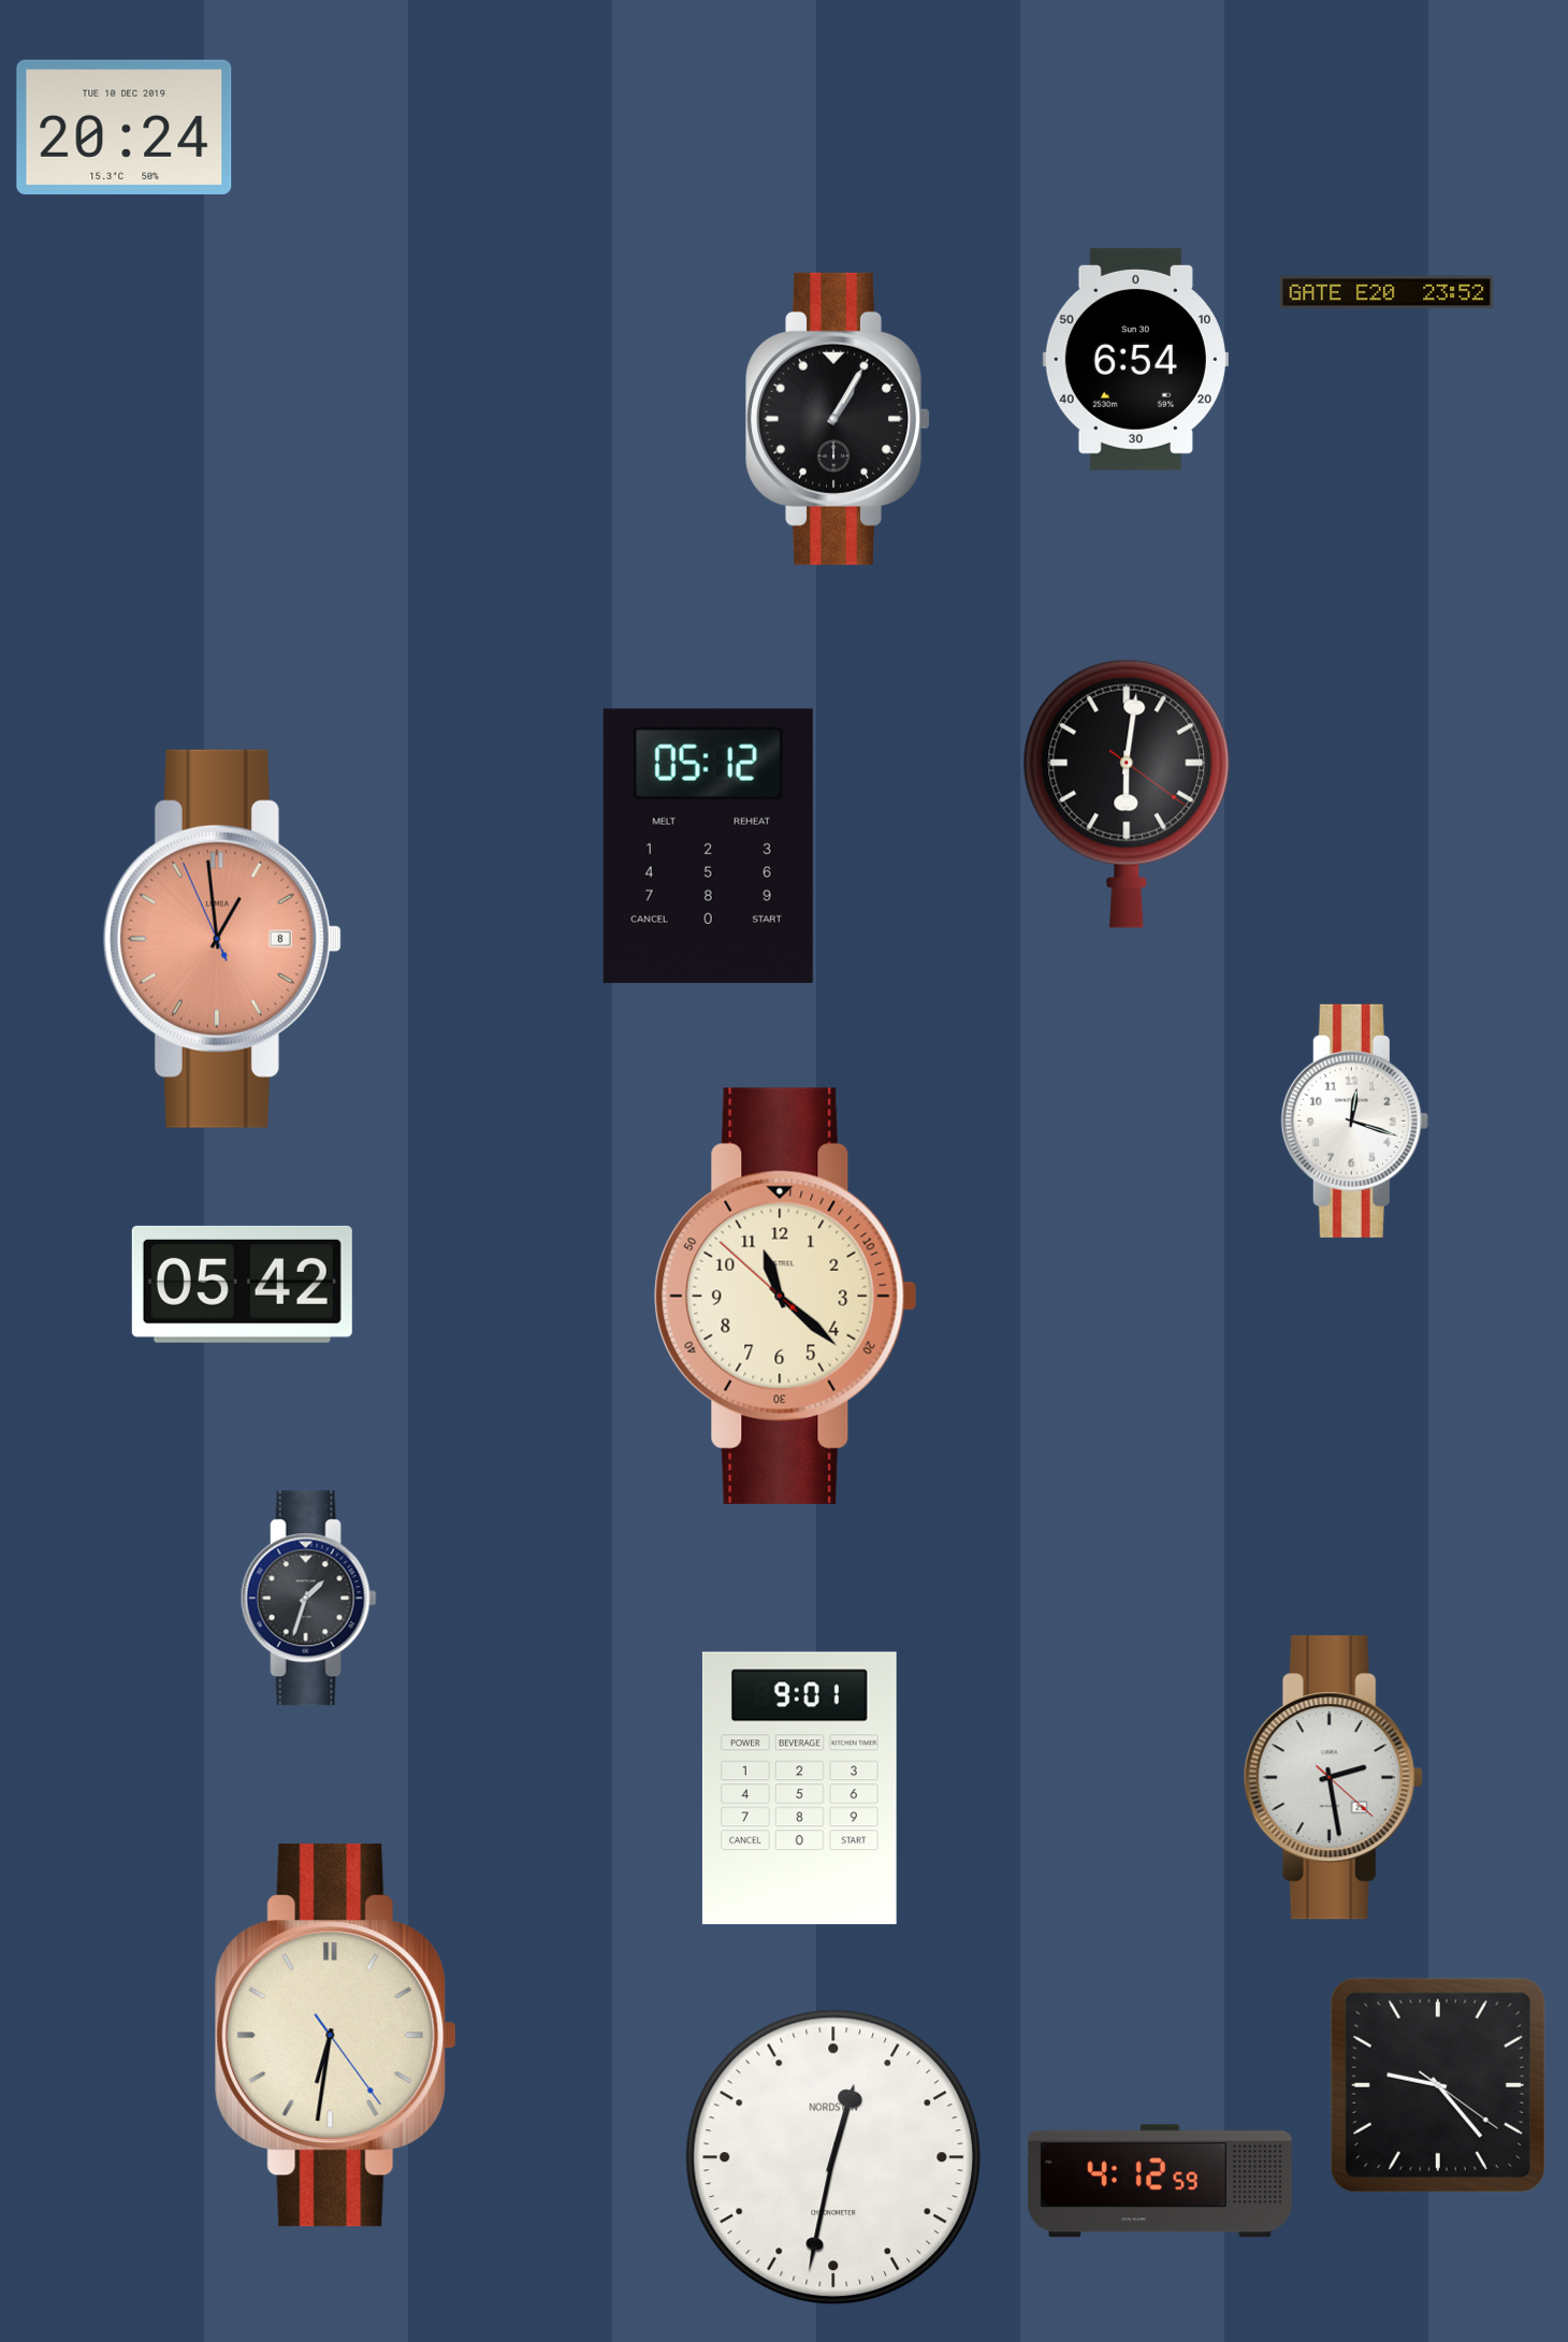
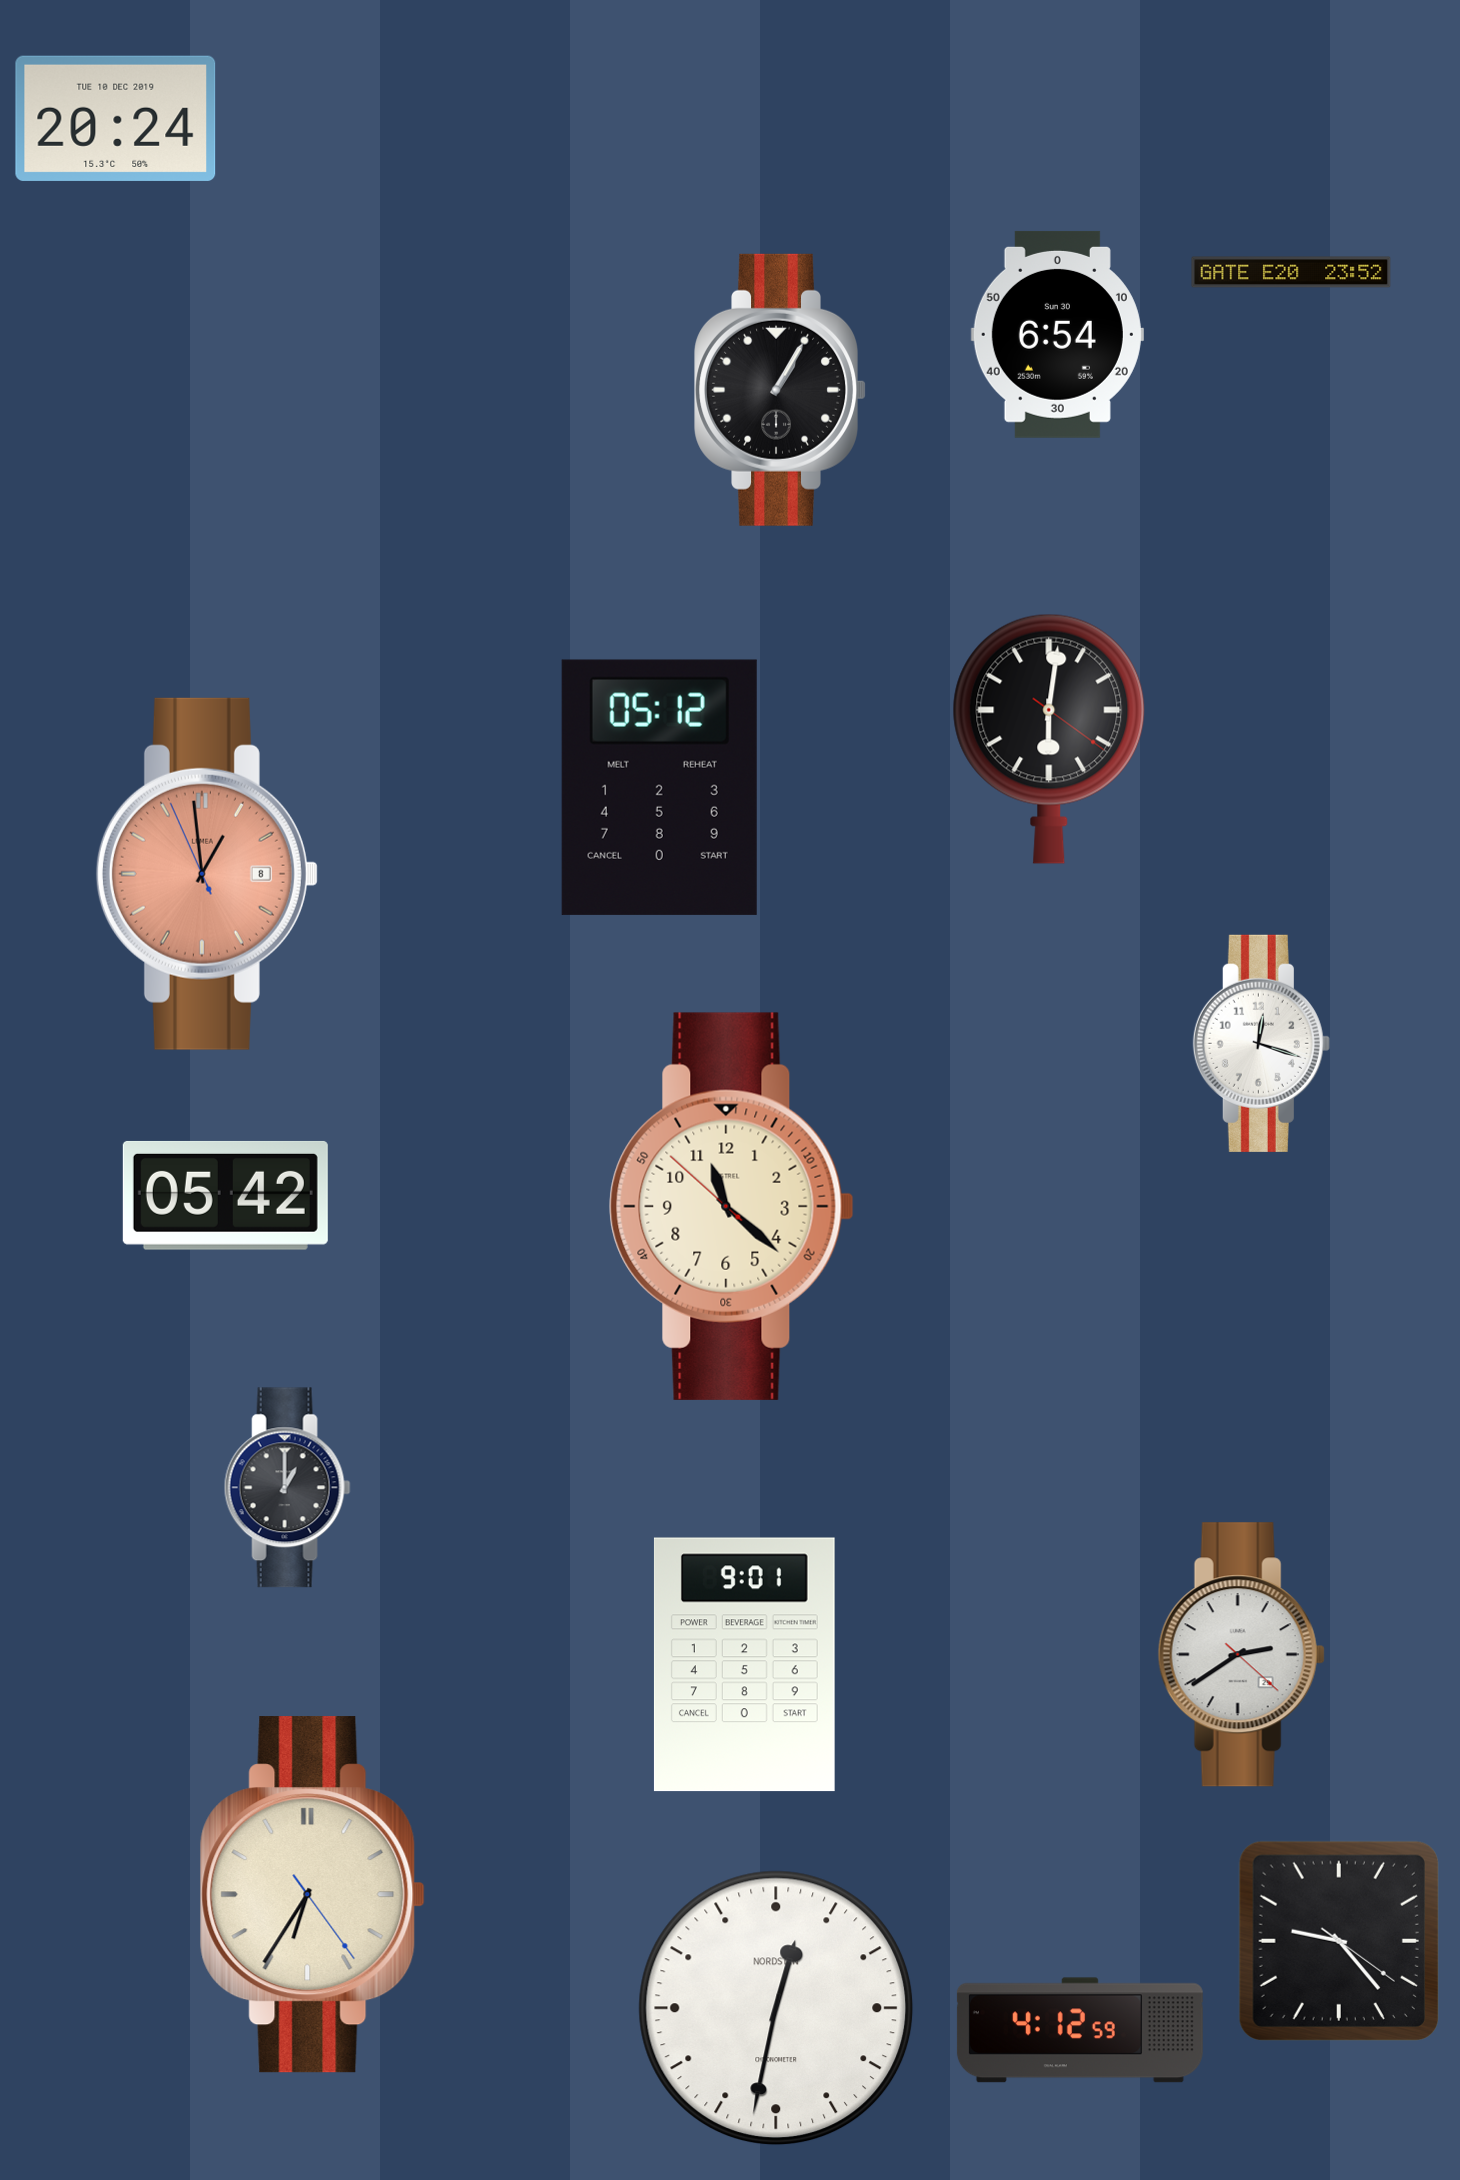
clock at (308, 1599): 1:33 -> 1:00
clock at (1333, 1778): 2:28 -> 2:39
clock at (335, 2036): 6:31 -> 6:35
